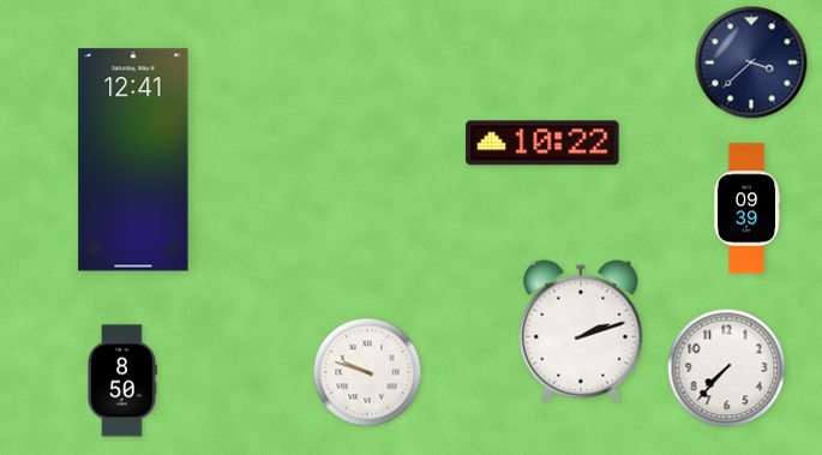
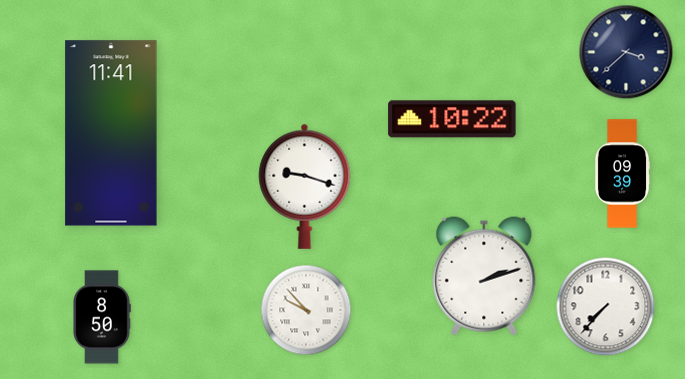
clock at (133, 160): 12:41 -> 11:41
clock at (305, 186): none -> 9:18
clock at (367, 372): 9:48 -> 9:53
